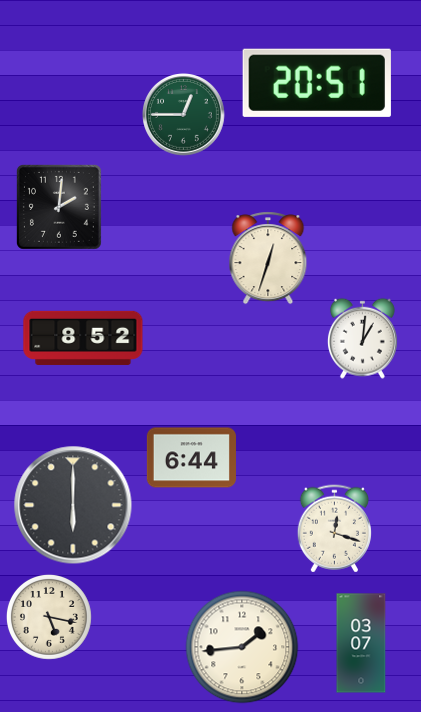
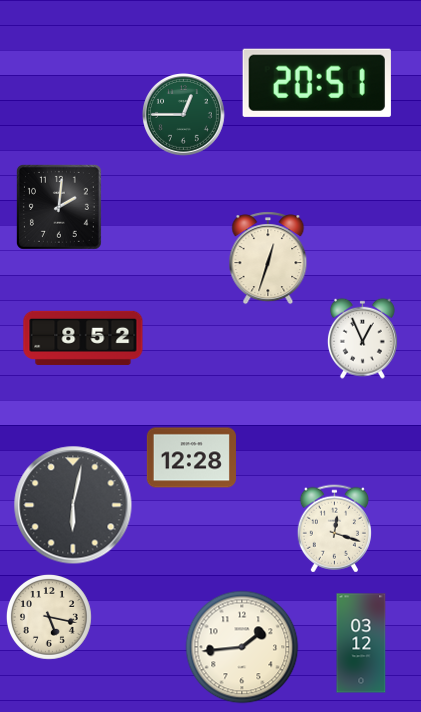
clock at (362, 338): 1:01 -> 12:56
clock at (191, 458): 6:44 -> 12:28
clock at (73, 505): 6:00 -> 6:02
clock at (361, 643): 03:07 -> 03:12
